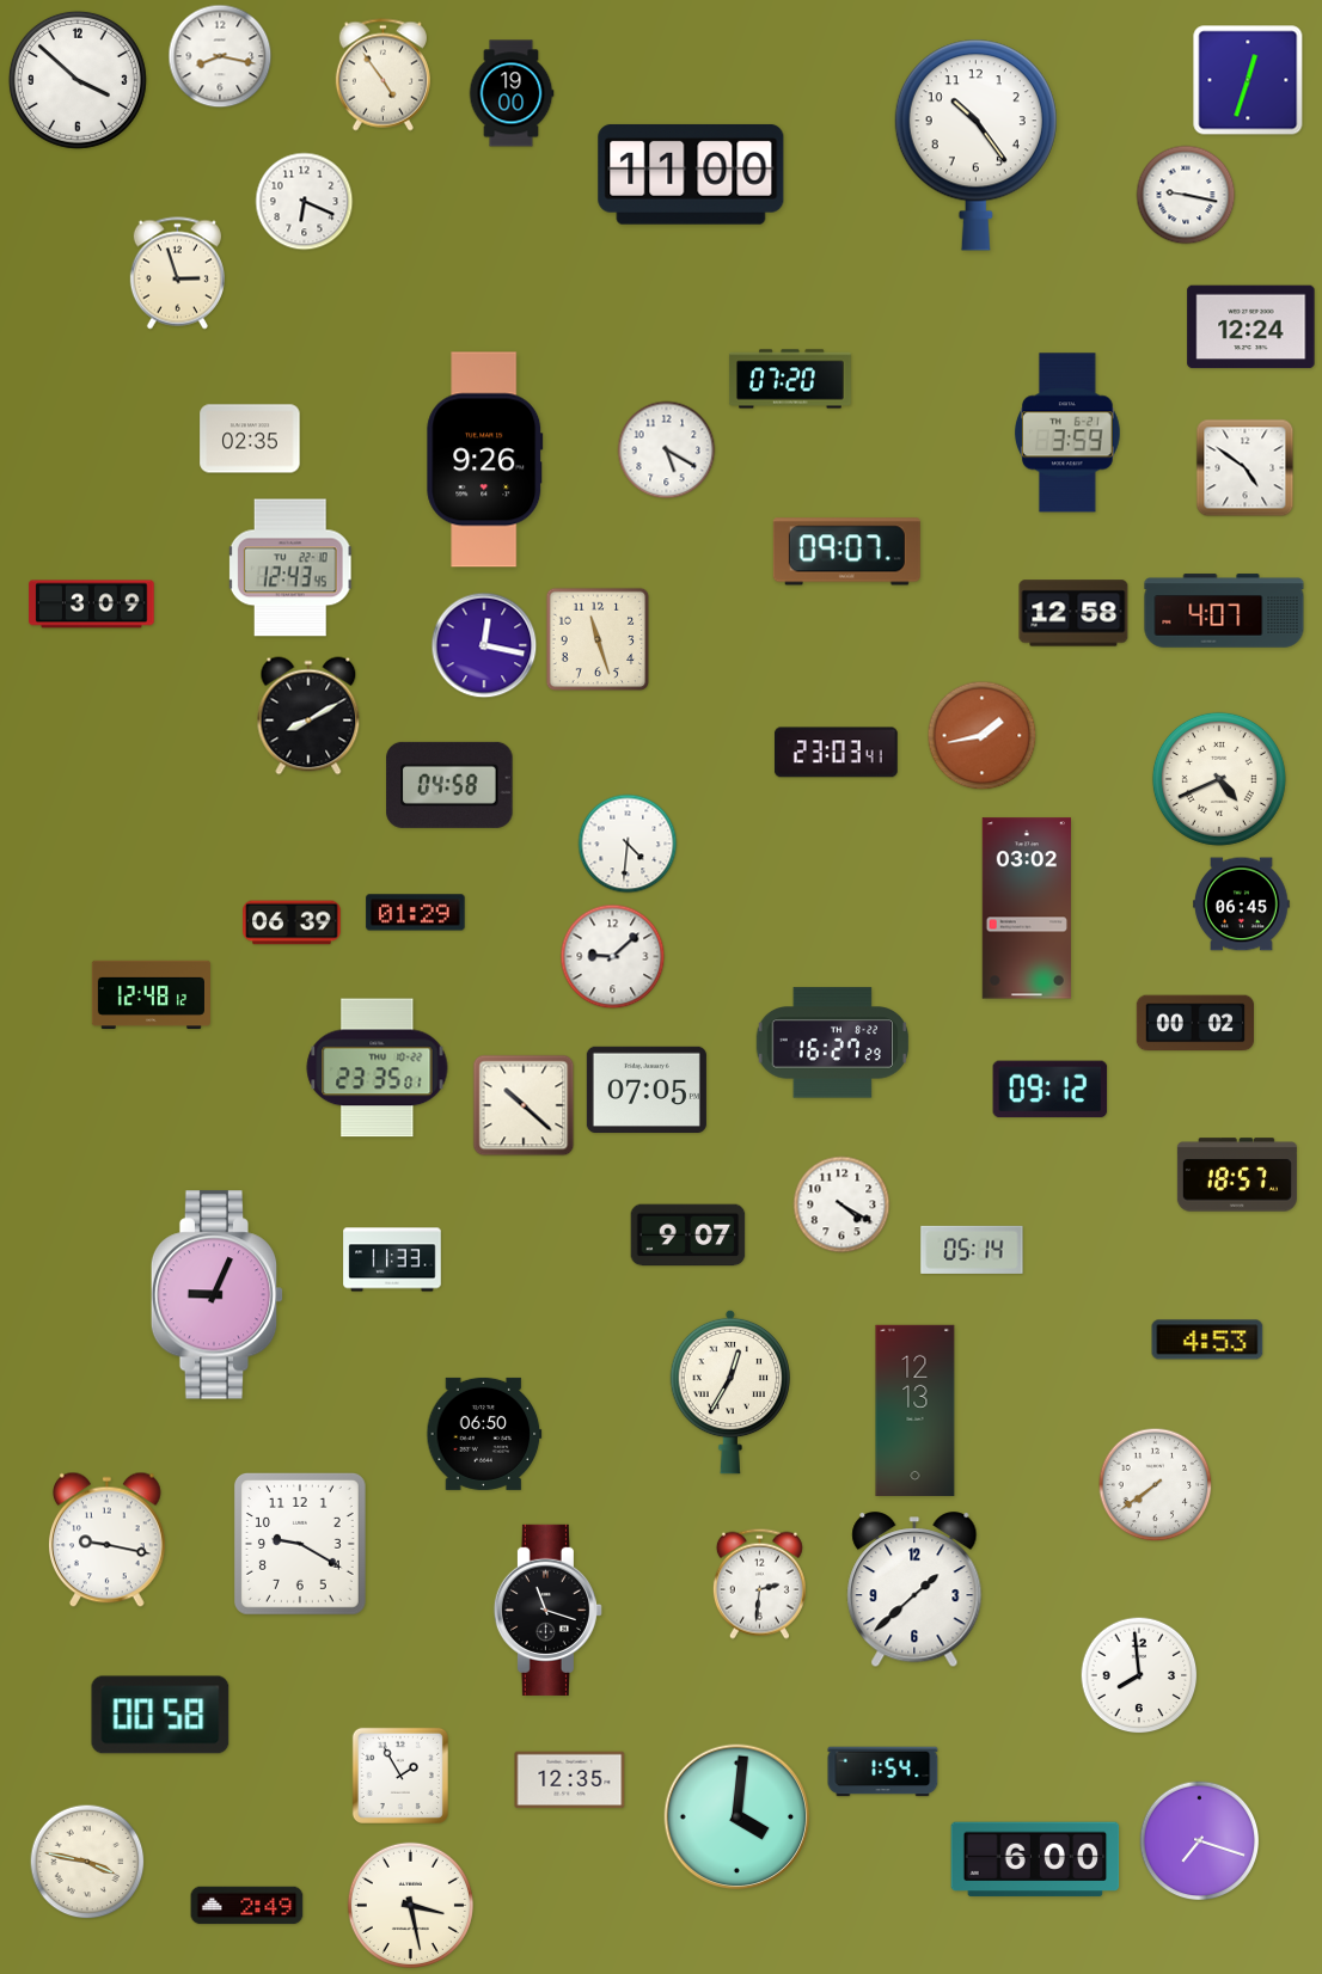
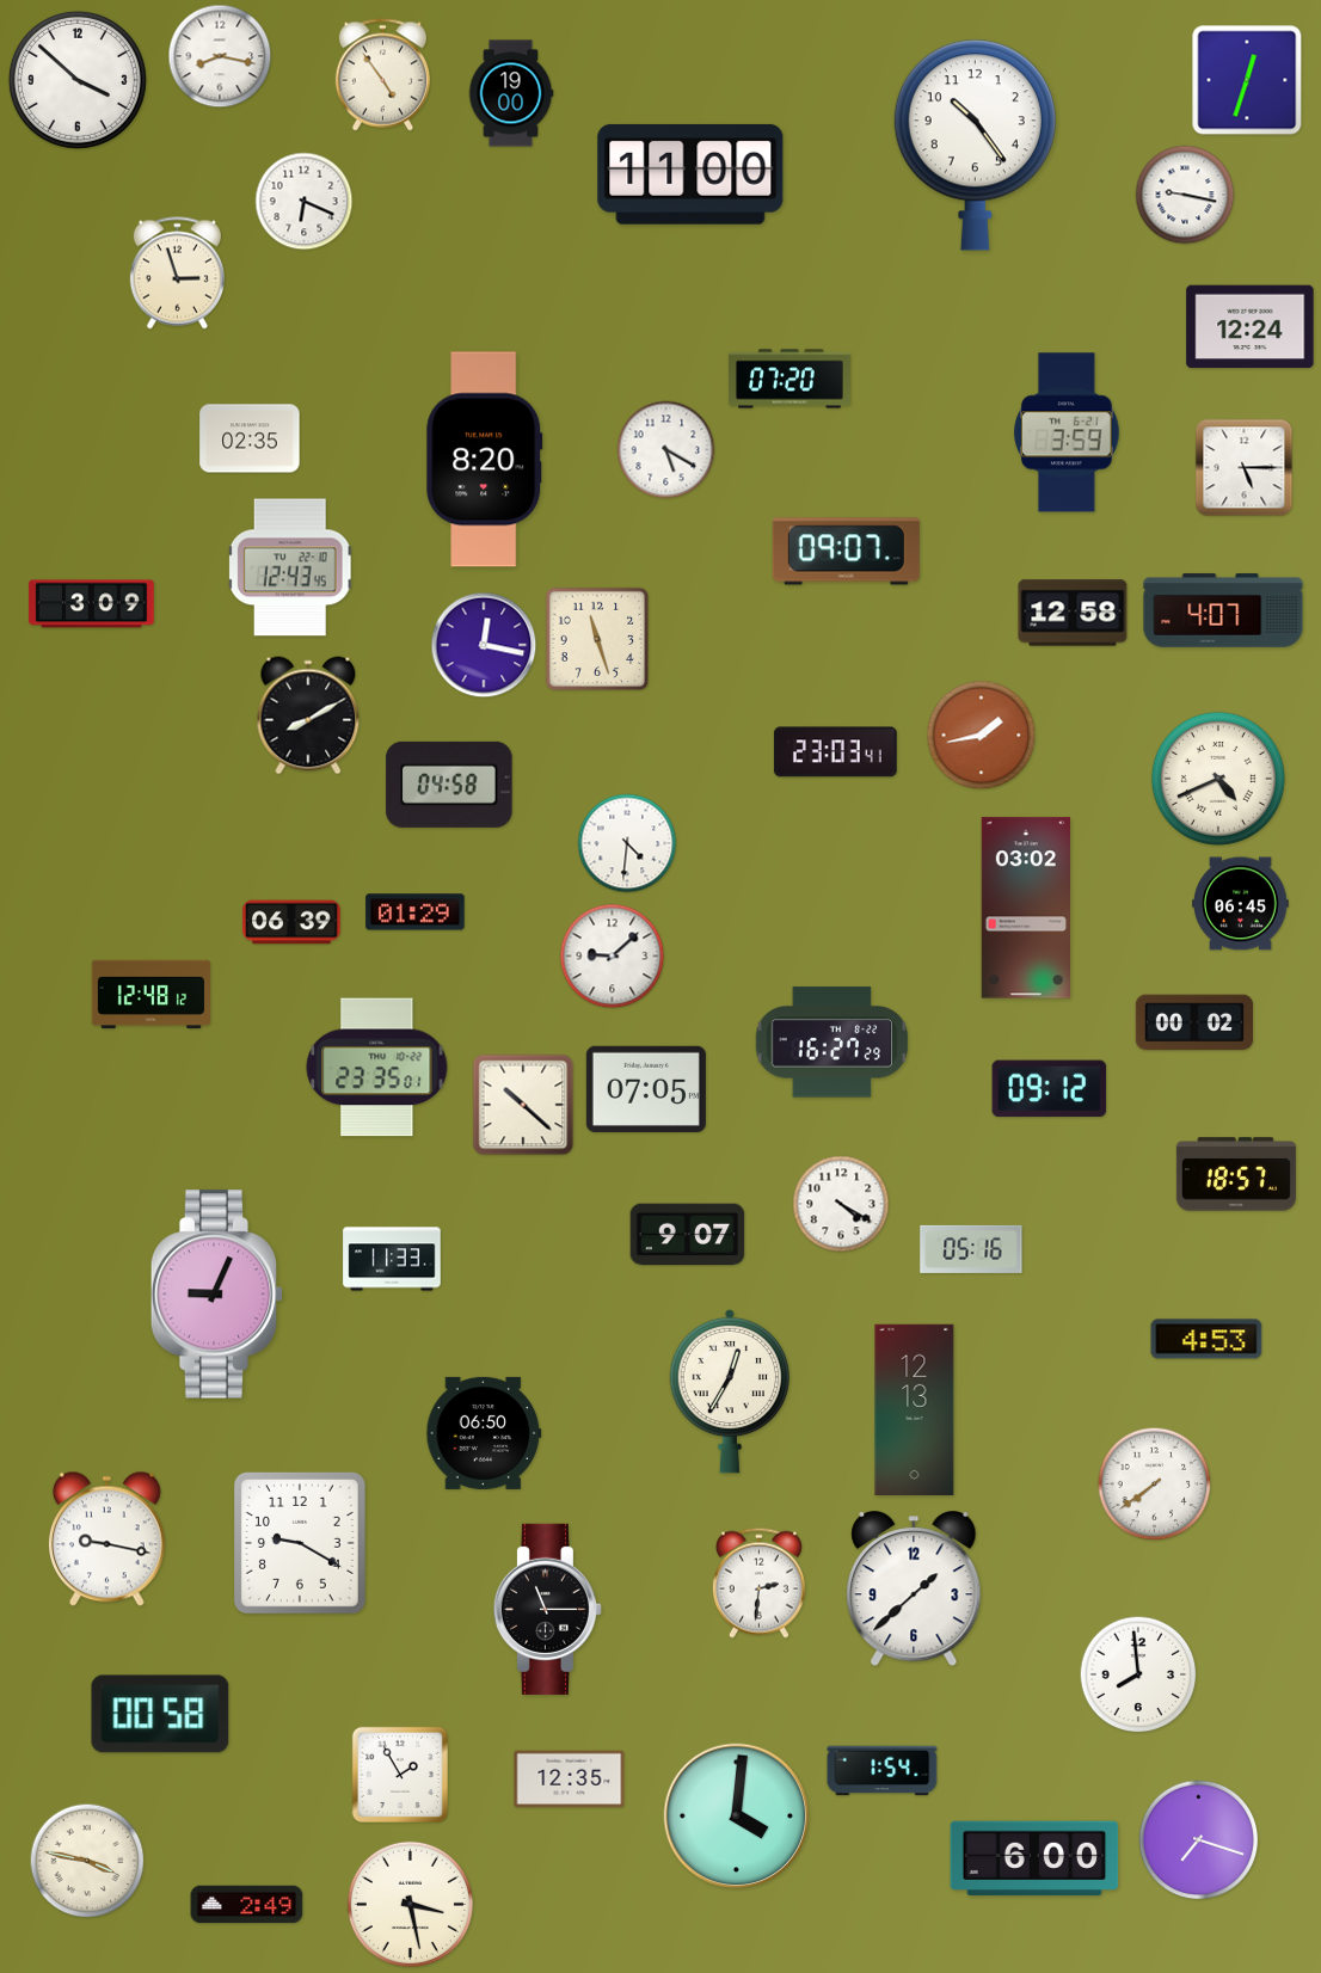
clock at (485, 460): 9:26 -> 8:20
clock at (1246, 468): 4:51 -> 5:15
clock at (972, 1250): 05:14 -> 05:16
clock at (547, 1610): 11:18 -> 11:15
